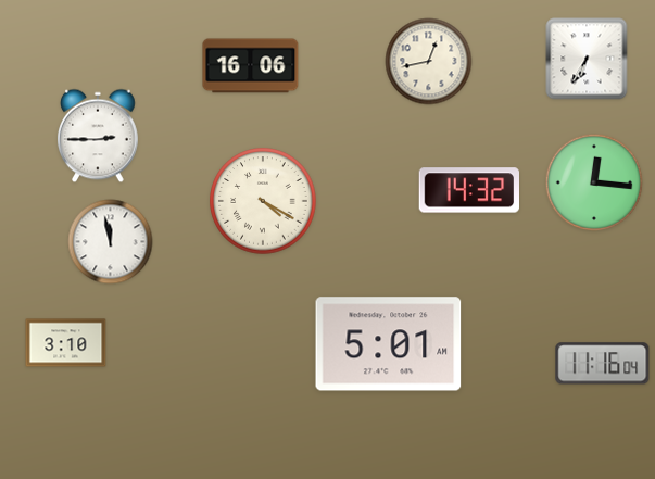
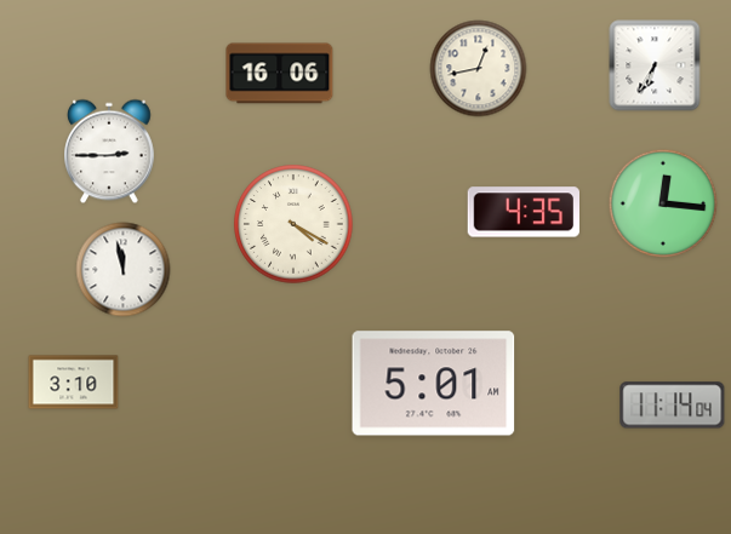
clock at (468, 190): 14:32 -> 4:35
clock at (603, 364): 11:16 -> 11:14
